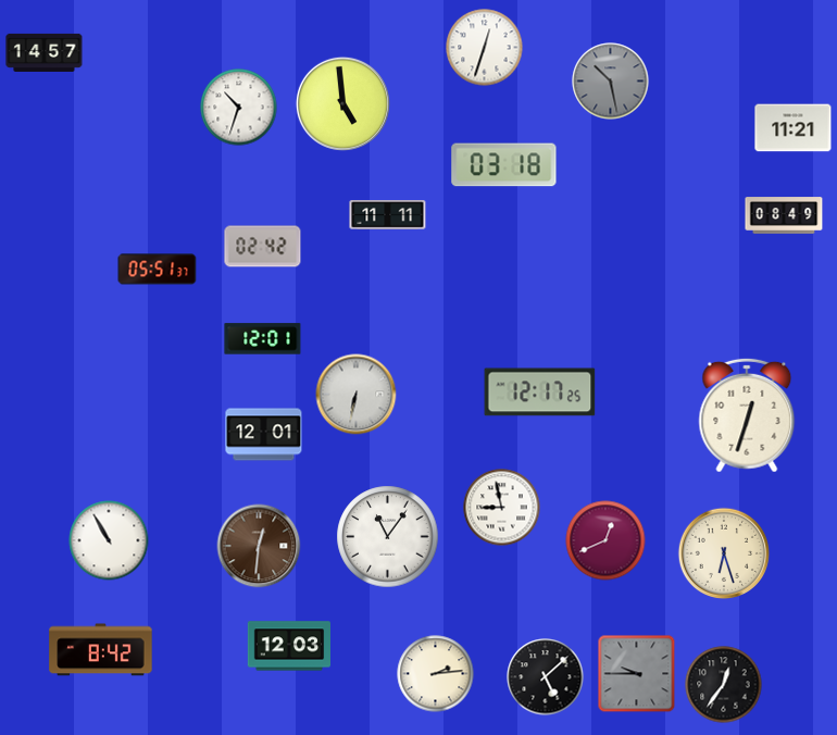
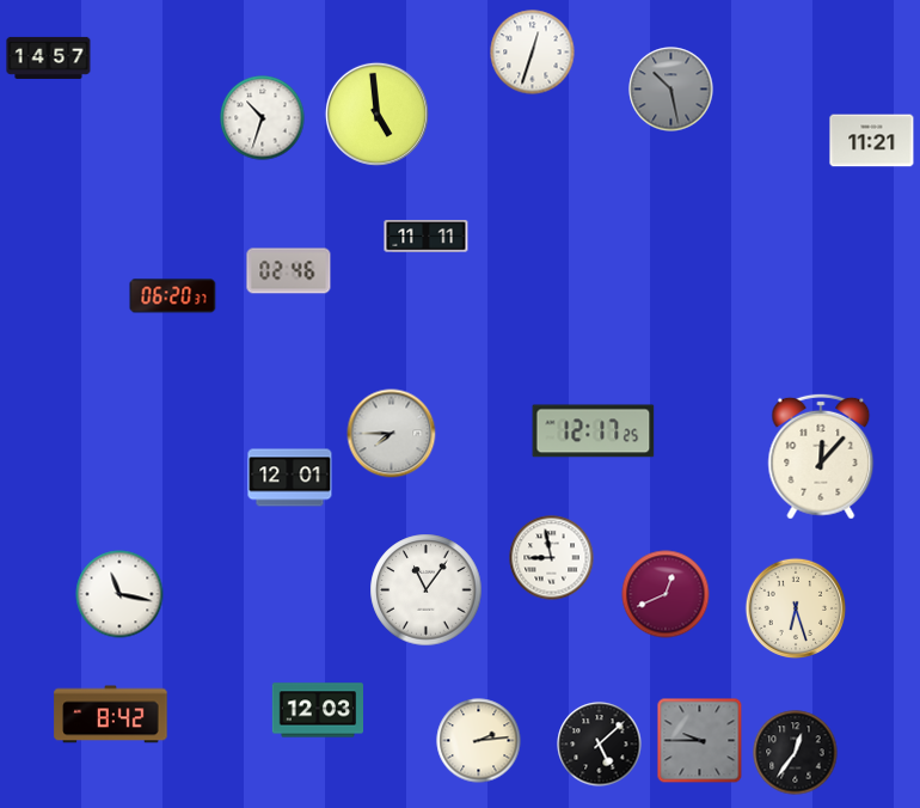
clock at (504, 165): 03:18 -> none
clock at (784, 215): 08:49 -> none
clock at (263, 247): 02:42 -> 02:46
clock at (158, 270): 05:51 -> 06:20
clock at (263, 339): 12:01 -> none
clock at (357, 395): 6:32 -> 7:45
clock at (747, 415): 12:33 -> 12:07
clock at (109, 540): 10:55 -> 11:17
clock at (259, 546): 12:31 -> none
